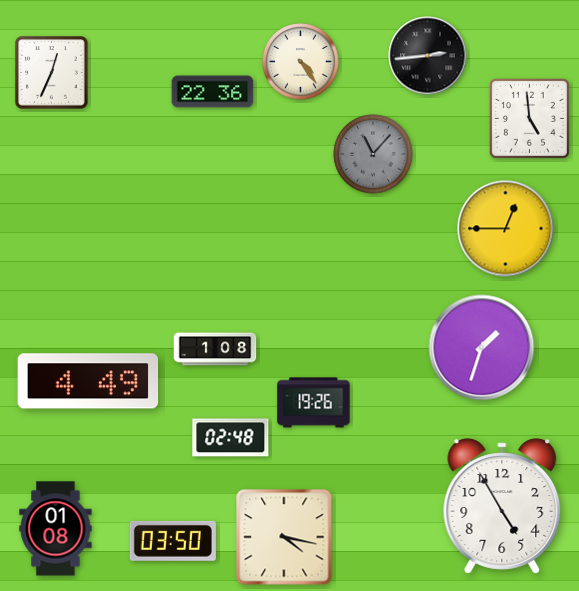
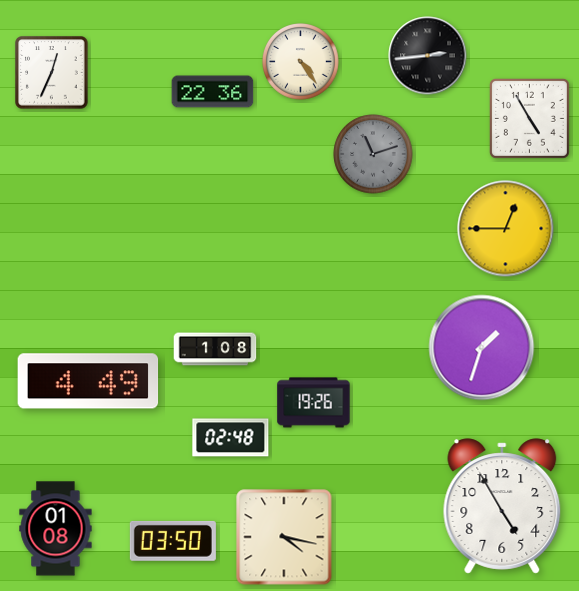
clock at (529, 118): 4:59 -> 4:55
clock at (373, 154): 11:07 -> 11:12
